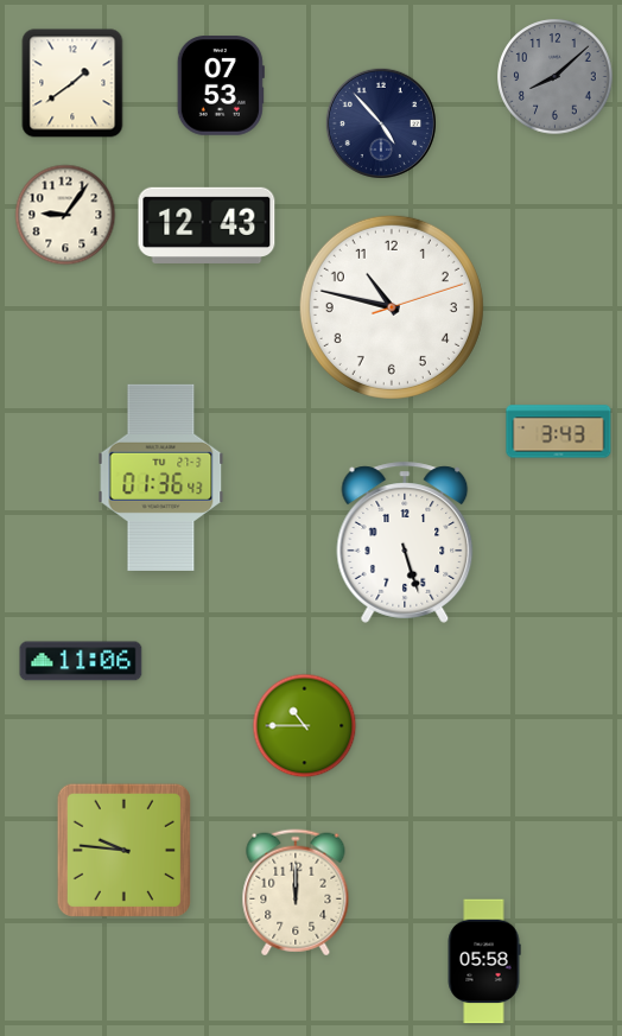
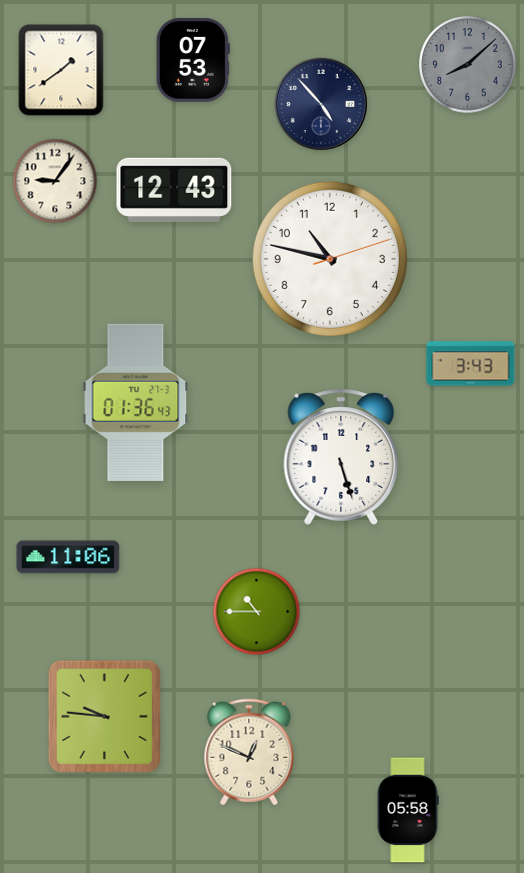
clock at (221, 85) position: (221, 85) -> (193, 60)
clock at (296, 892): 12:00 -> 12:49
